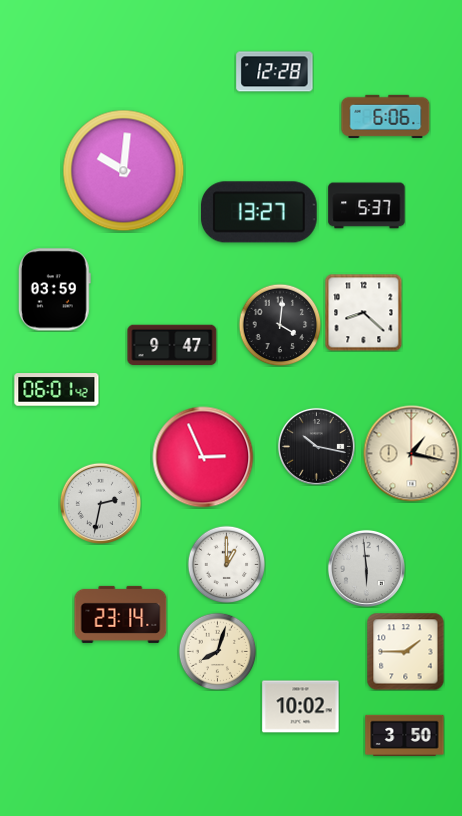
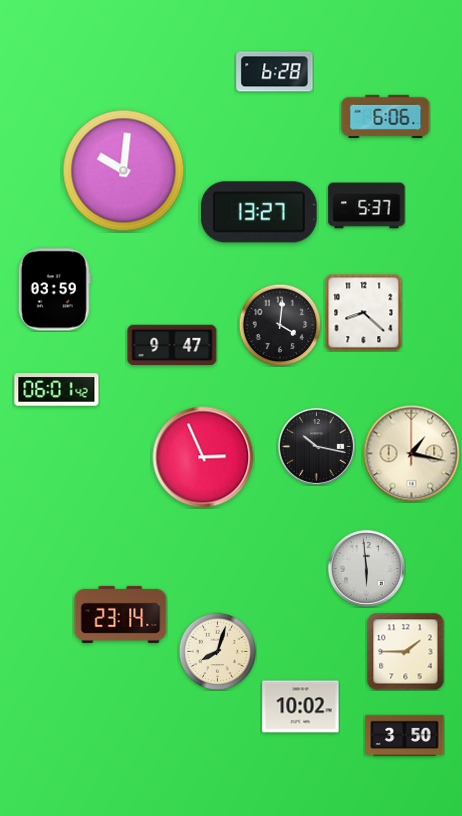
clock at (275, 72): 12:28 -> 6:28
clock at (100, 503): 2:32 -> none
clock at (226, 564): 1:00 -> none
